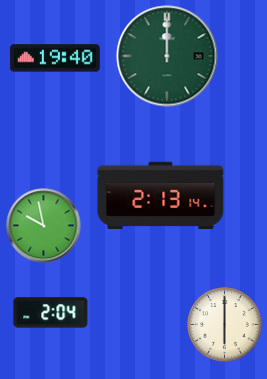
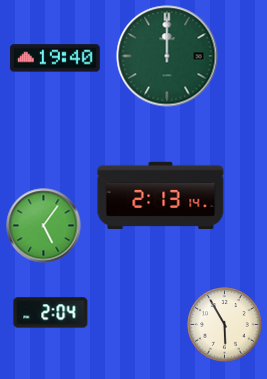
clock at (44, 226): 9:58 -> 5:06
clock at (225, 325): 6:00 -> 5:55
